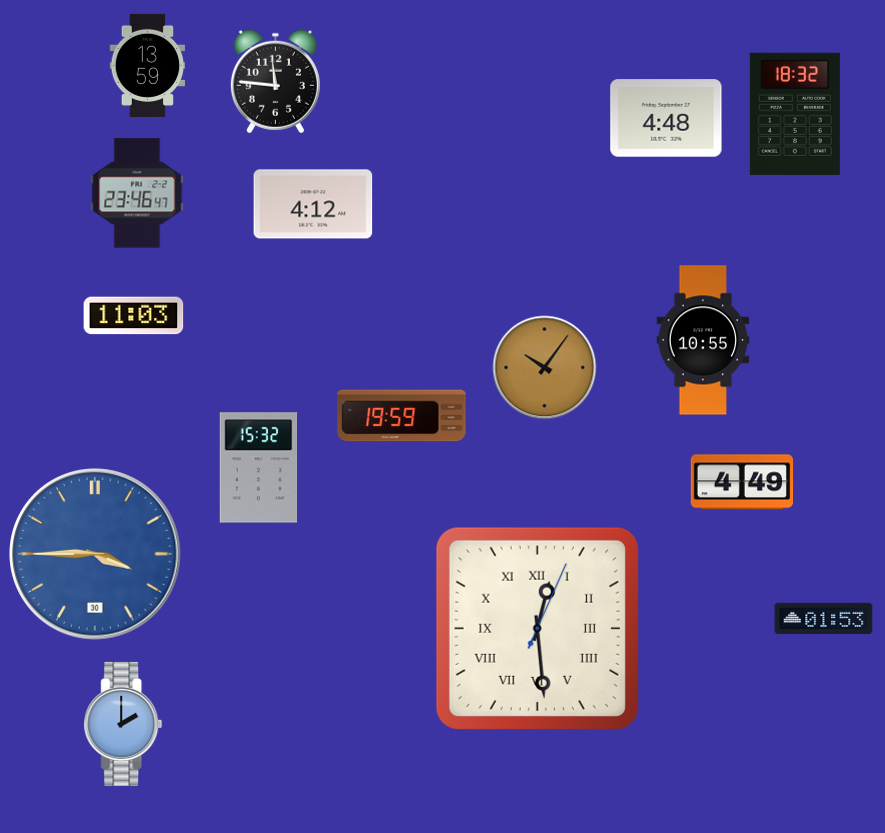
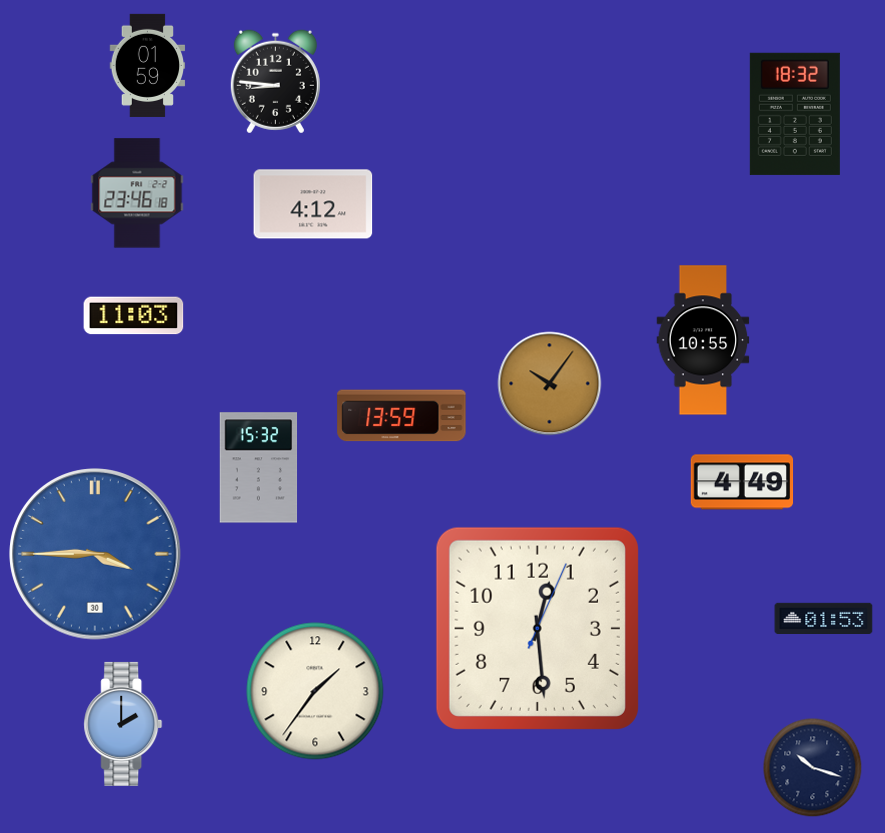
clock at (148, 65): 13:59 -> 01:59
clock at (275, 82): 11:46 -> 8:46
clock at (666, 118): 4:48 -> none
clock at (137, 193): 23:46:47 -> 23:46:18
clock at (545, 368) position: (545, 368) -> (550, 384)
clock at (402, 416): 19:59 -> 13:59
clock at (537, 628) numerals: Roman -> Arabic
clock at (315, 691): none -> 1:36
clock at (813, 768): none -> 10:18
